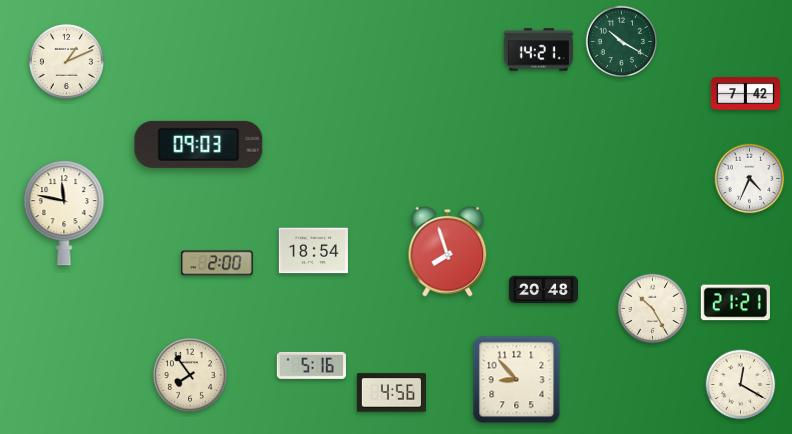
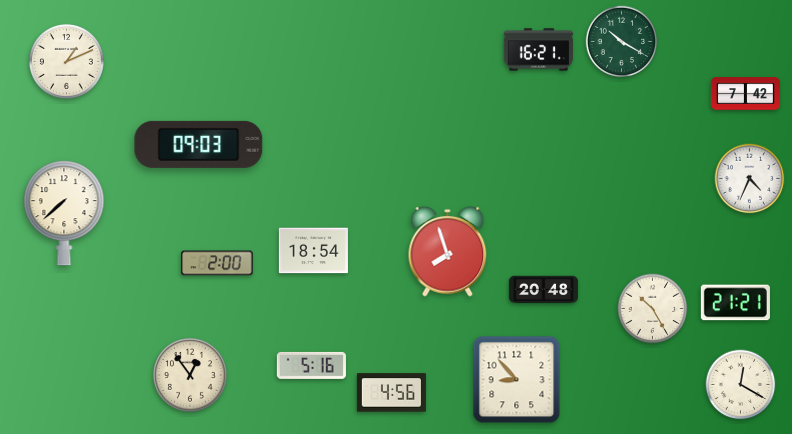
clock at (538, 50): 14:21 -> 16:21
clock at (64, 213): 11:47 -> 7:38
clock at (190, 375): 7:54 -> 12:54
